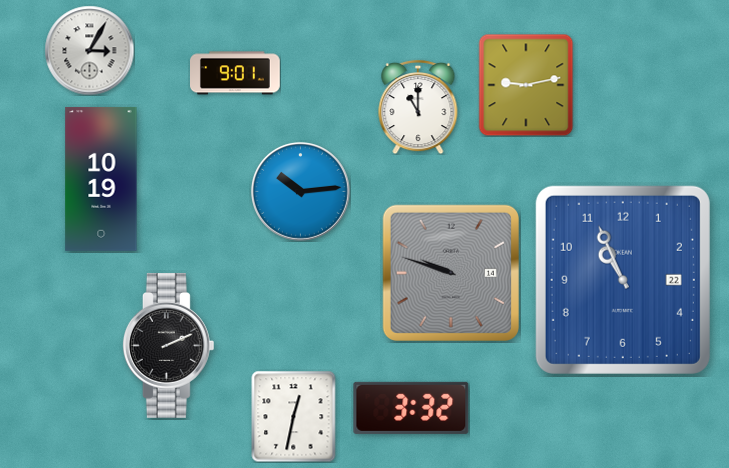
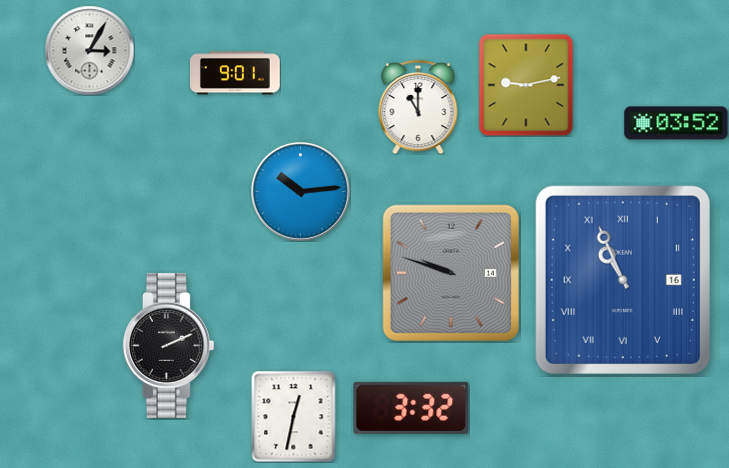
clock at (676, 123): none -> 03:52
clock at (101, 179): 10:19 -> none
clock at (623, 280) date: 22 -> 16
clock at (623, 280) numerals: Arabic -> Roman
